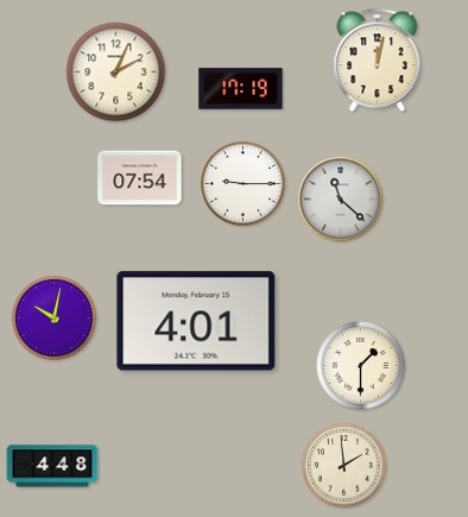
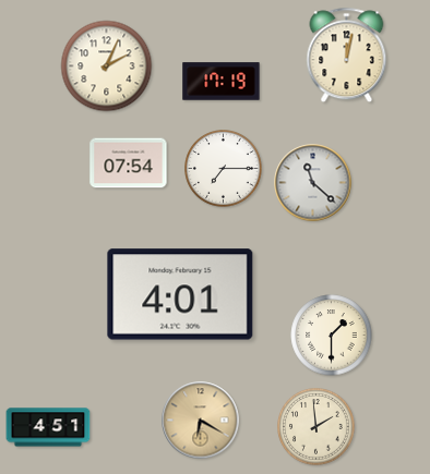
clock at (244, 184): 9:15 -> 7:15
clock at (55, 319): 10:02 -> none
clock at (201, 421): none -> 6:20
clock at (52, 466): 4:48 -> 4:51
